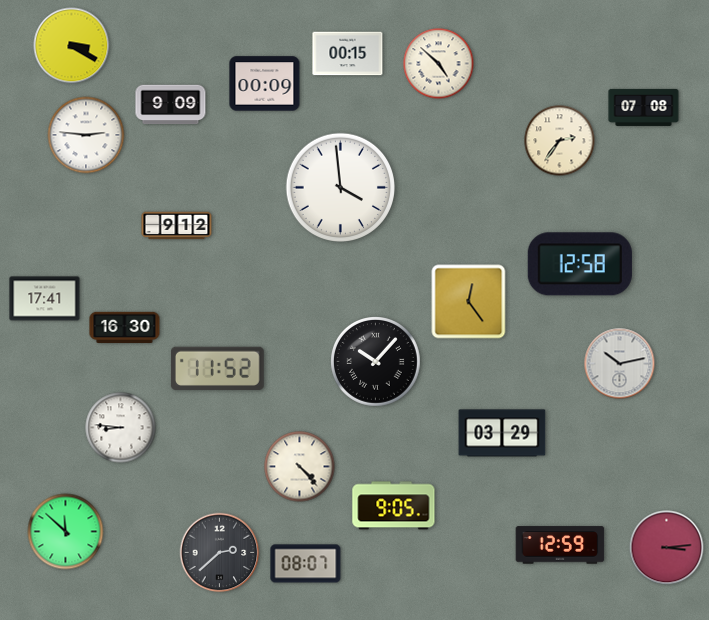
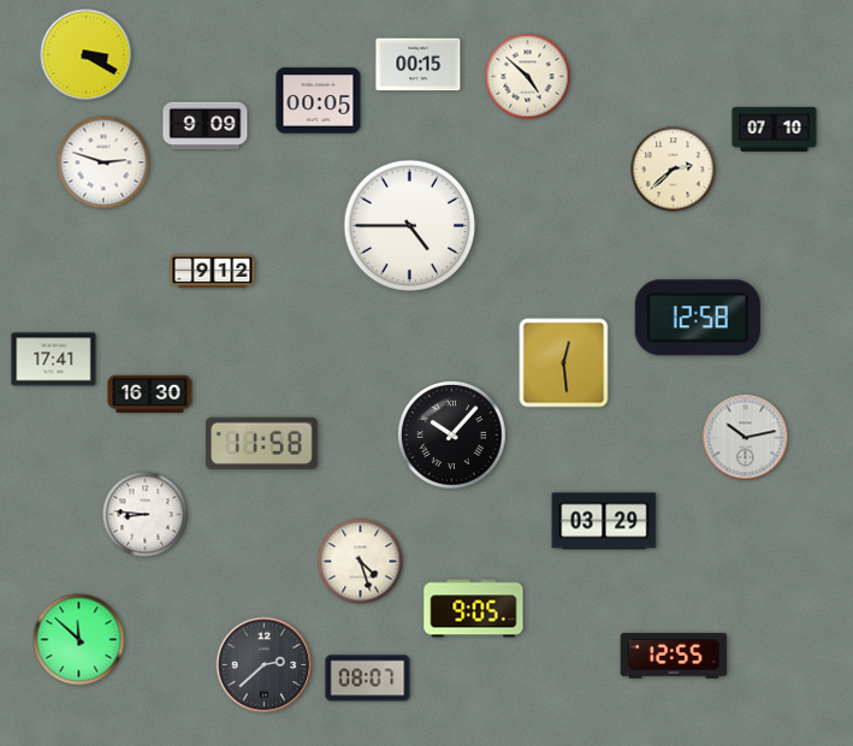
clock at (265, 84): 00:09 -> 00:05
clock at (644, 107): 07:08 -> 07:10
clock at (86, 135): 2:46 -> 2:48
clock at (560, 141): 2:36 -> 2:38
clock at (341, 188): 3:59 -> 4:45
clock at (469, 302): 12:24 -> 12:29
clock at (217, 368): 11:52 -> 11:58
clock at (300, 467): 4:23 -> 4:27
clock at (560, 545): 12:59 -> 12:55
clock at (667, 548): 3:14 -> none
